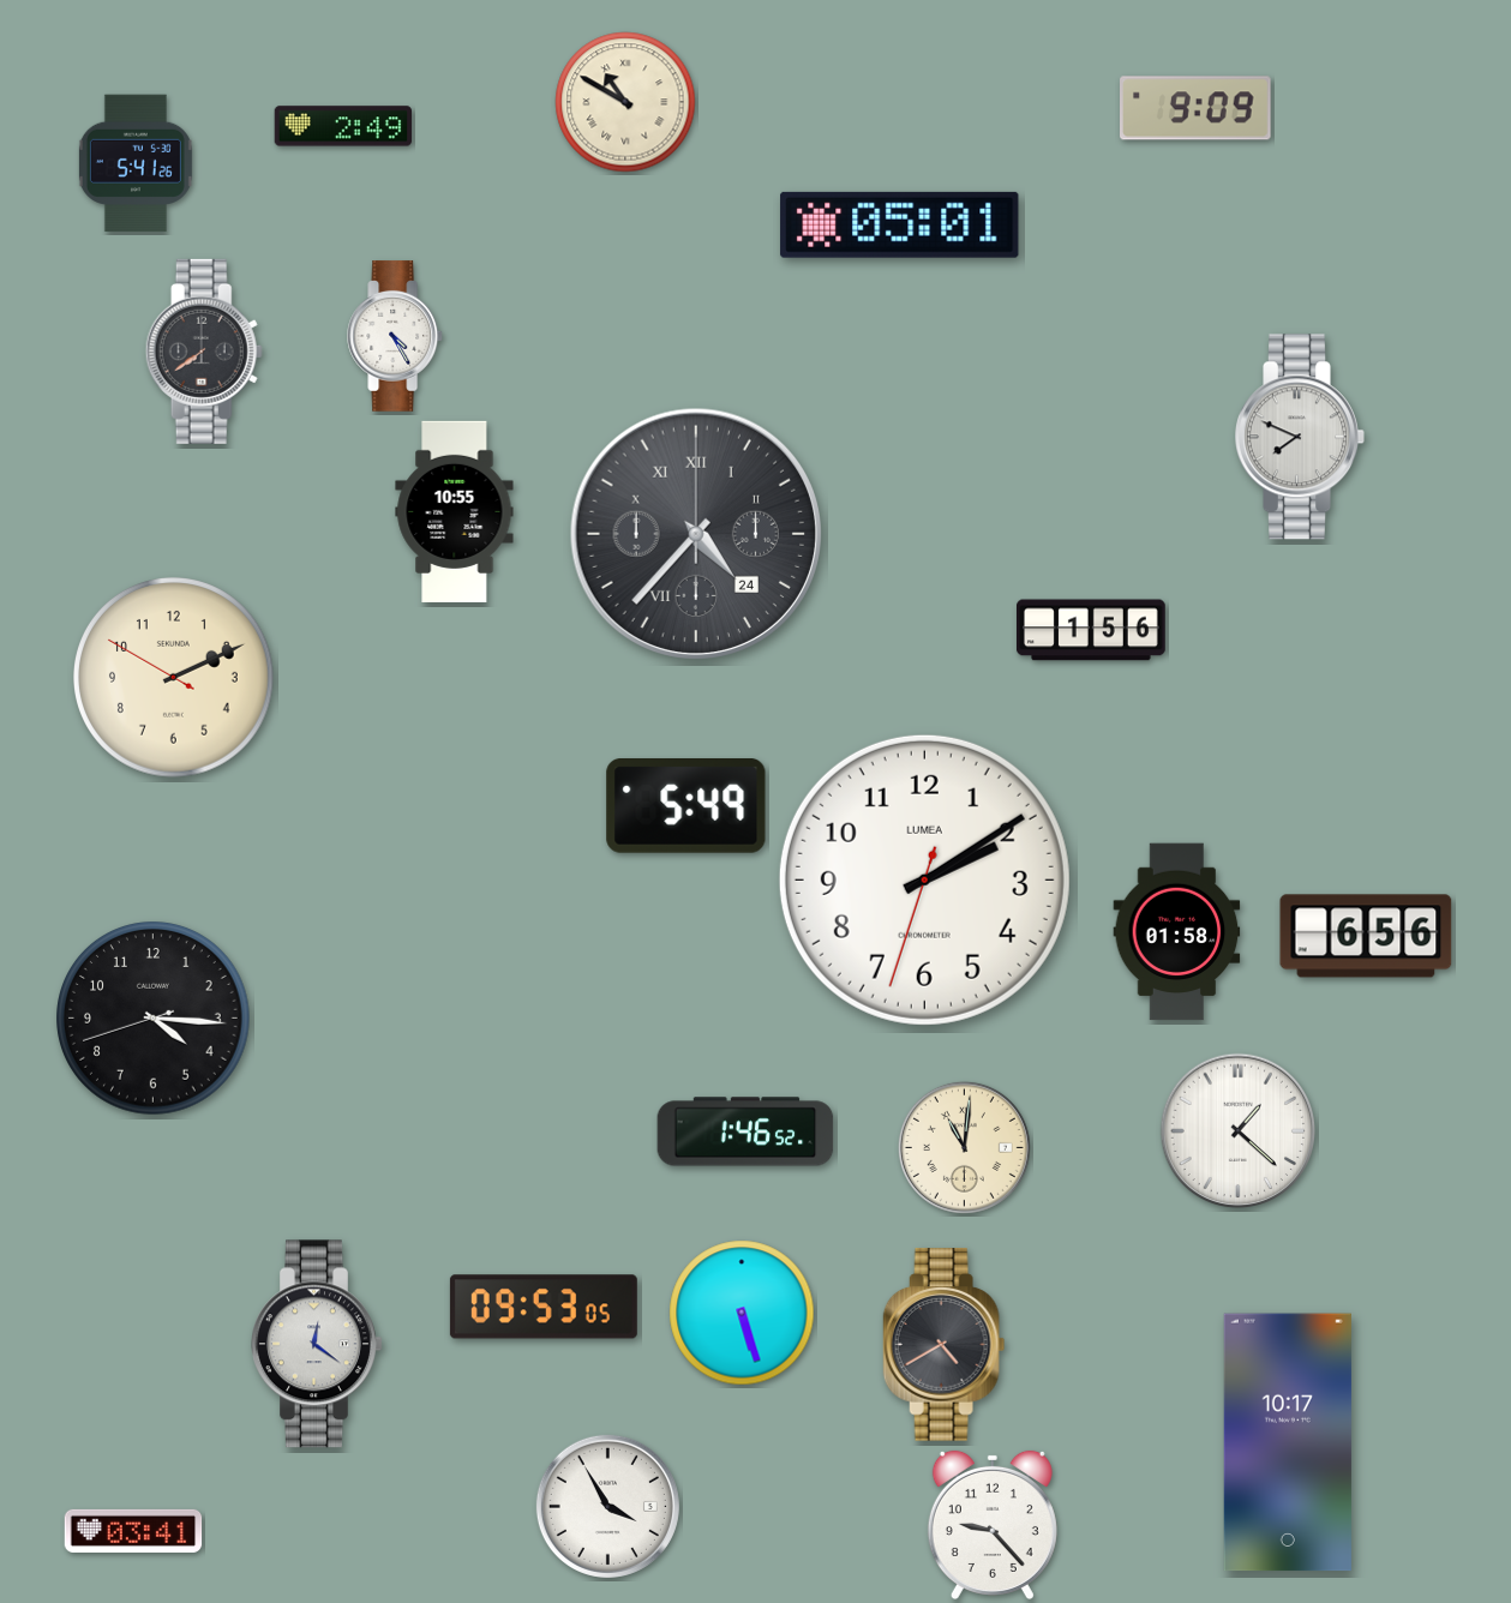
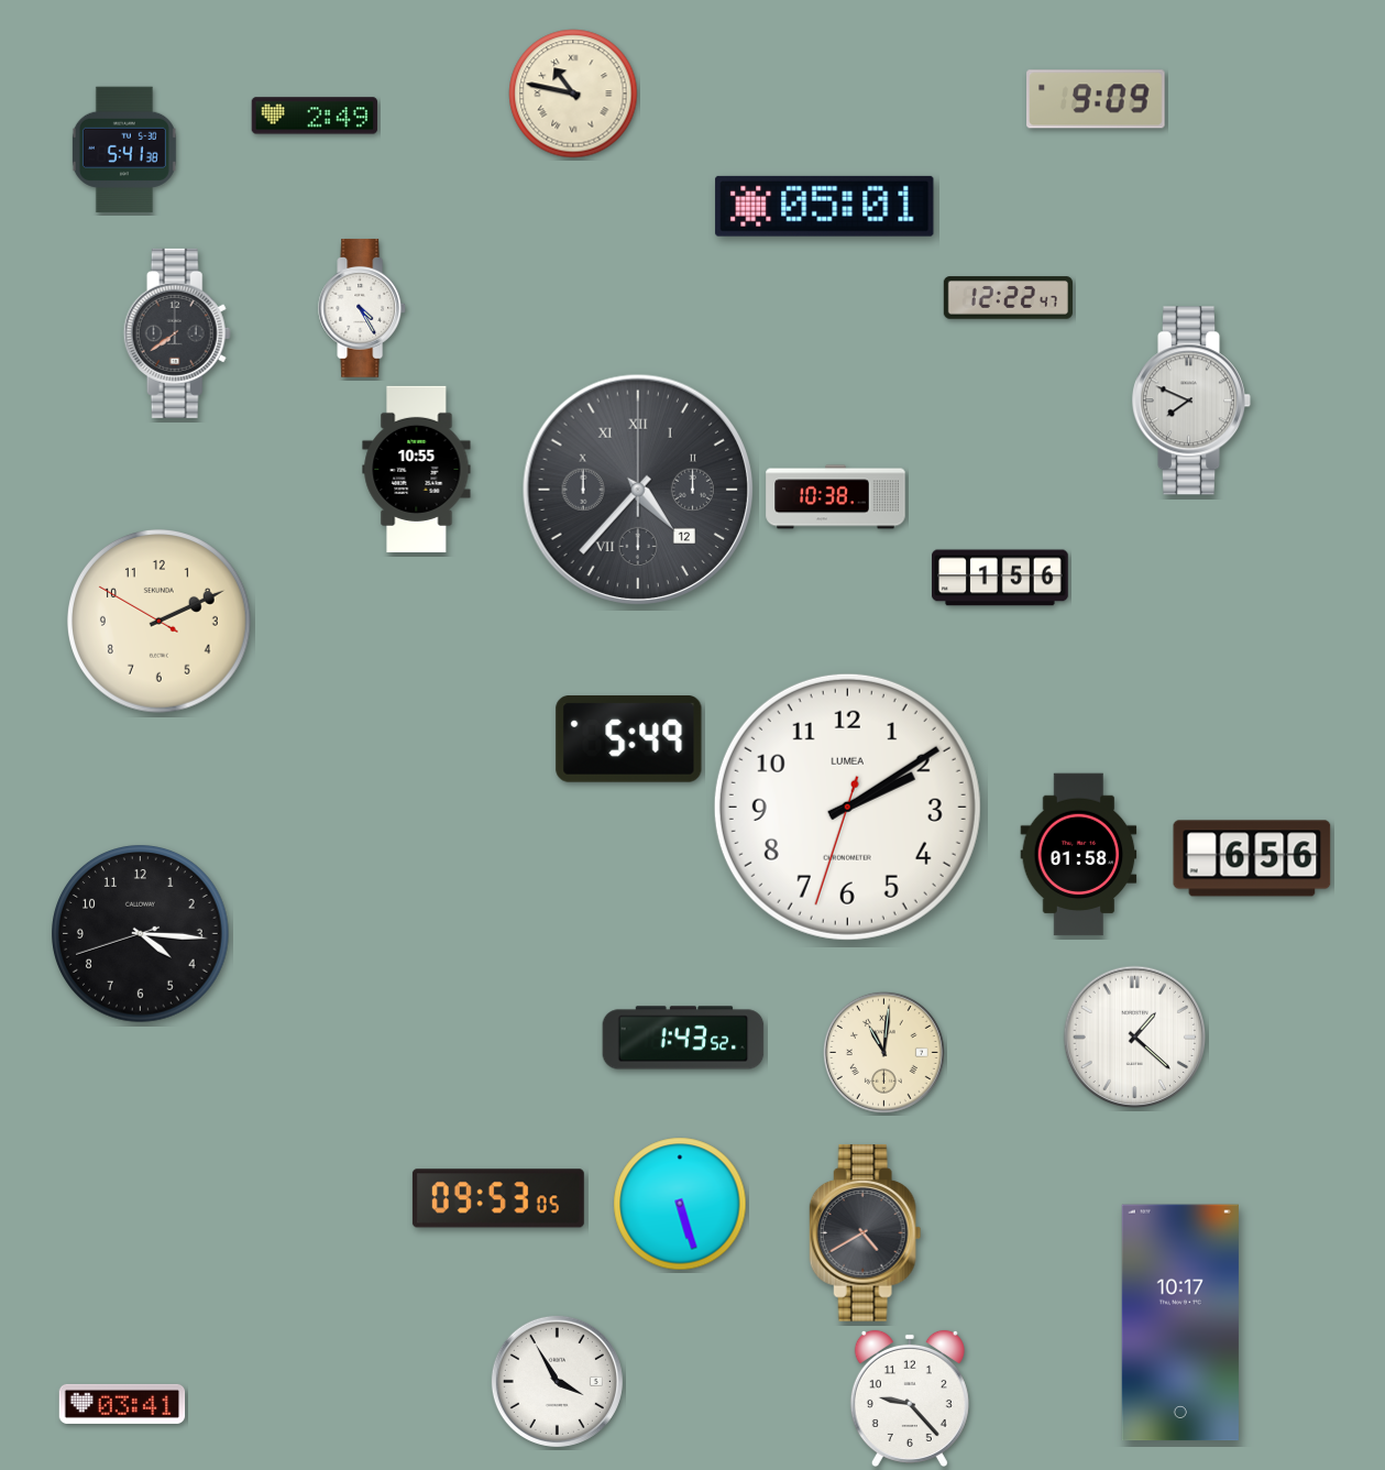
clock at (625, 102): 10:50 -> 10:47
clock at (136, 163): 5:41:26 -> 5:41:38
clock at (1008, 298): none -> 12:22
clock at (204, 352) position: (204, 352) -> (177, 333)
clock at (695, 533) date: 24 -> 12
clock at (836, 497): none -> 10:38
clock at (745, 1131): 1:46 -> 1:43
clock at (318, 1344): 12:21 -> none
